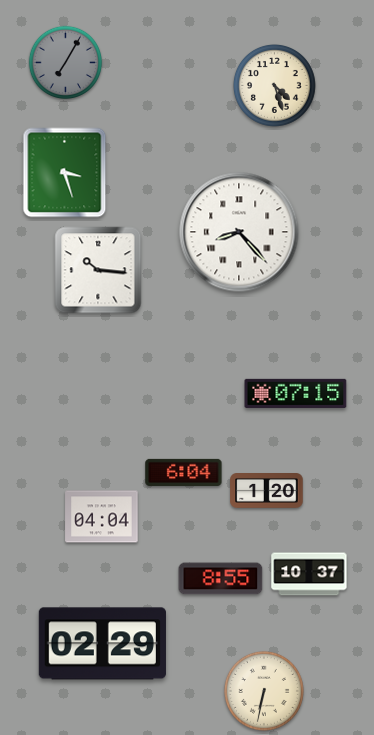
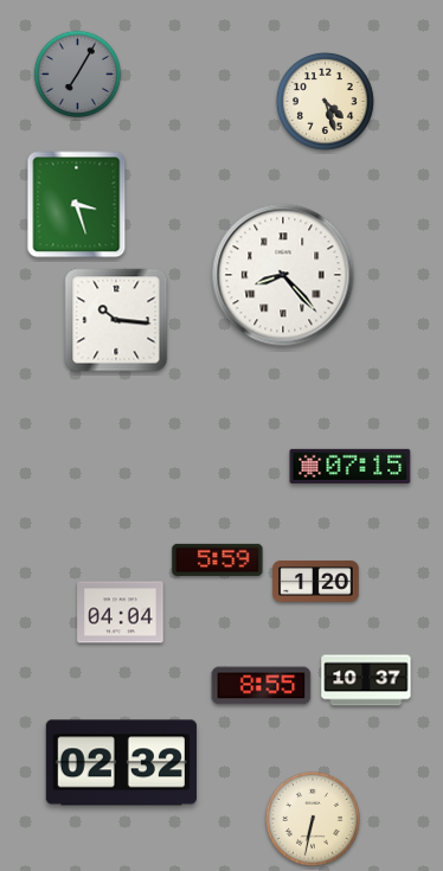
clock at (184, 472): 6:04 -> 5:59
clock at (102, 644): 02:29 -> 02:32
